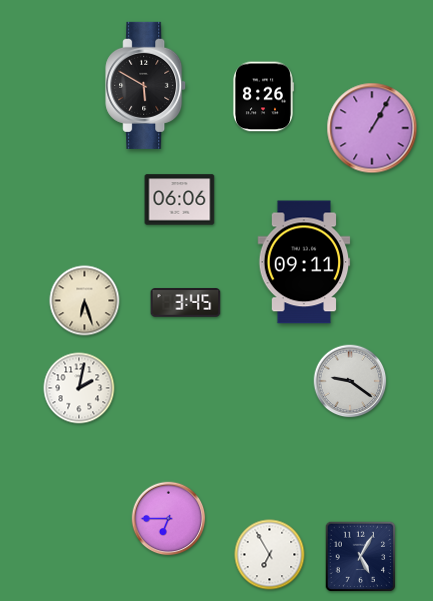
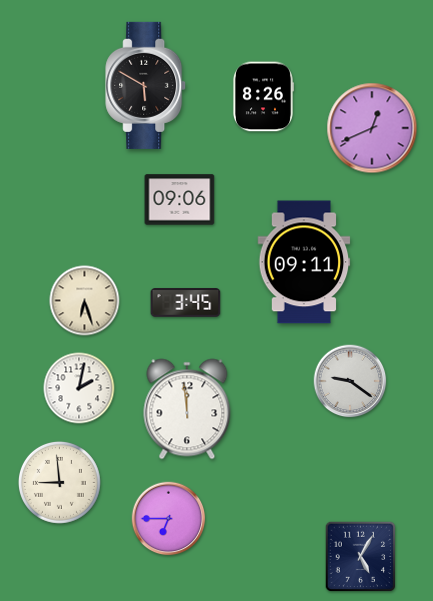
clock at (372, 128): 1:05 -> 12:41
clock at (180, 200): 06:06 -> 09:06
clock at (187, 409): none -> 11:59
clock at (59, 482): none -> 8:59
clock at (270, 555): 6:55 -> none
